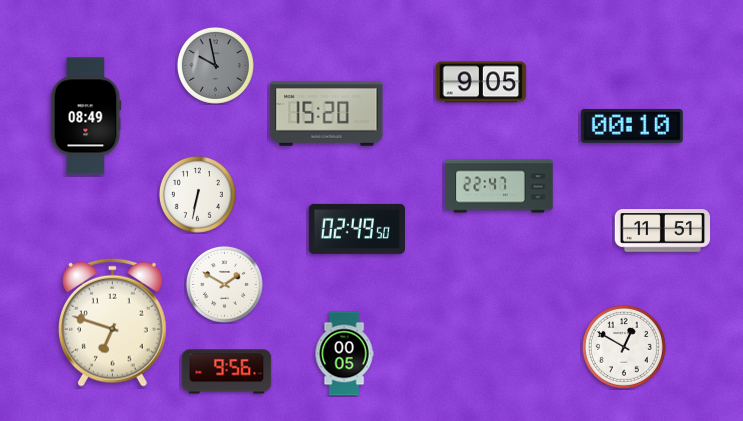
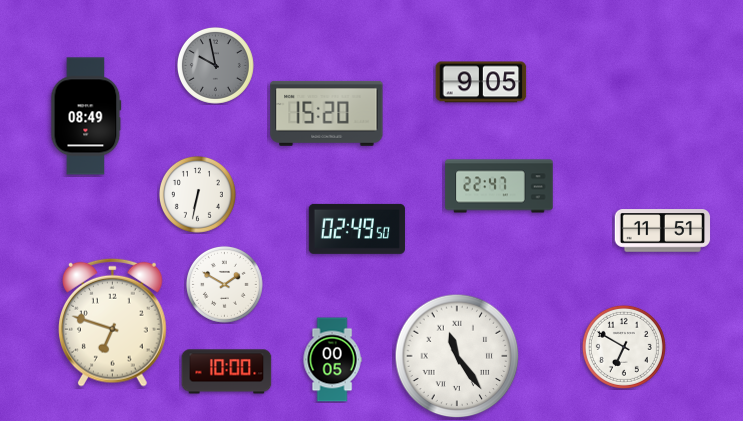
clock at (632, 126): 00:10 -> none
clock at (624, 347): 12:50 -> 6:50
clock at (344, 354) position: (344, 354) -> (332, 360)
clock at (457, 356): none -> 11:24
clock at (227, 372): 9:56 -> 10:00
